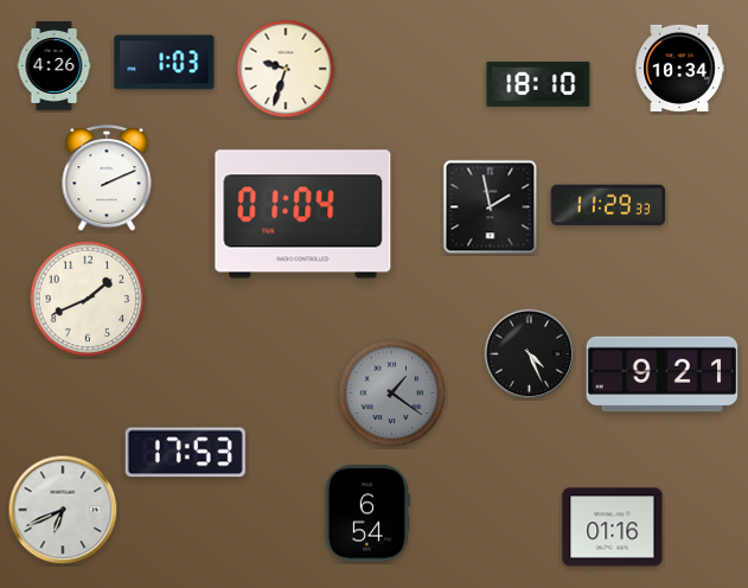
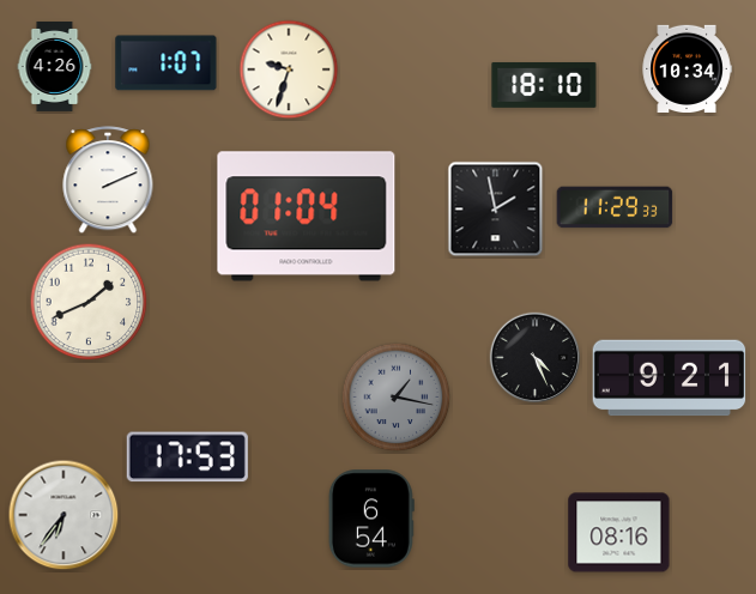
clock at (165, 63): 1:03 -> 1:07
clock at (392, 394): 1:21 -> 1:17
clock at (63, 510): 6:41 -> 6:36
clock at (613, 528): 01:16 -> 08:16
